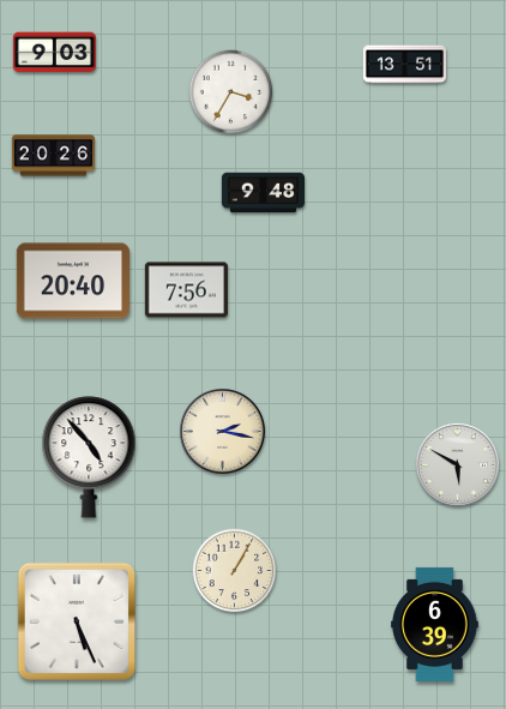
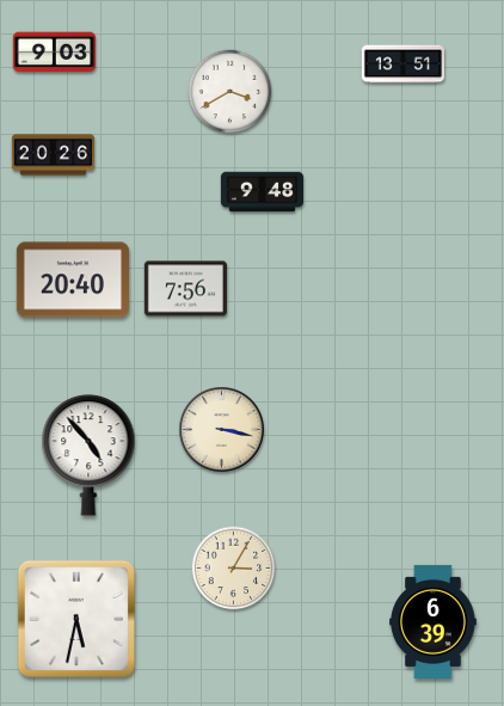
clock at (231, 92): 3:35 -> 3:40
clock at (223, 432): 2:17 -> 3:17
clock at (457, 464): 5:50 -> none
clock at (235, 571): 1:05 -> 3:05
clock at (77, 621): 5:26 -> 5:32
